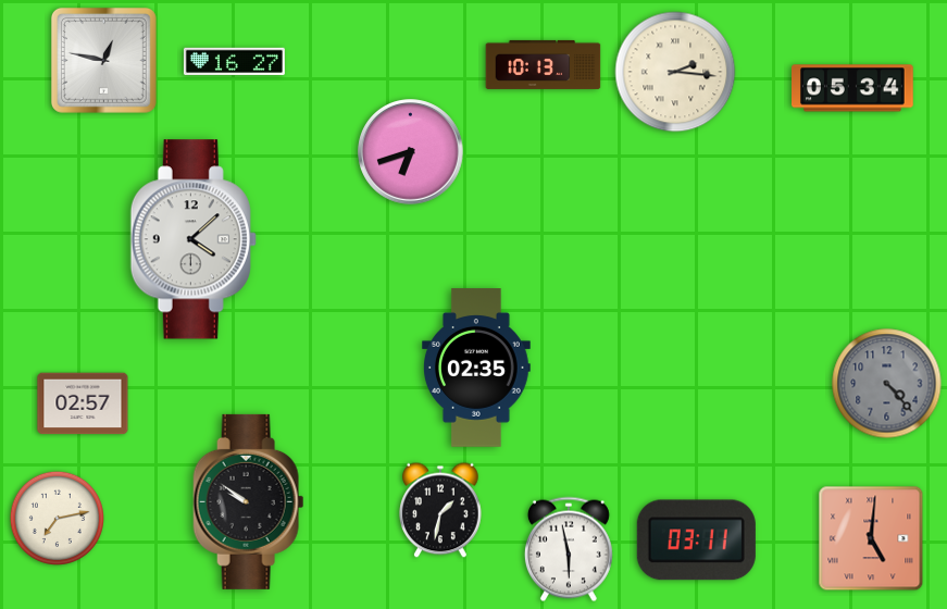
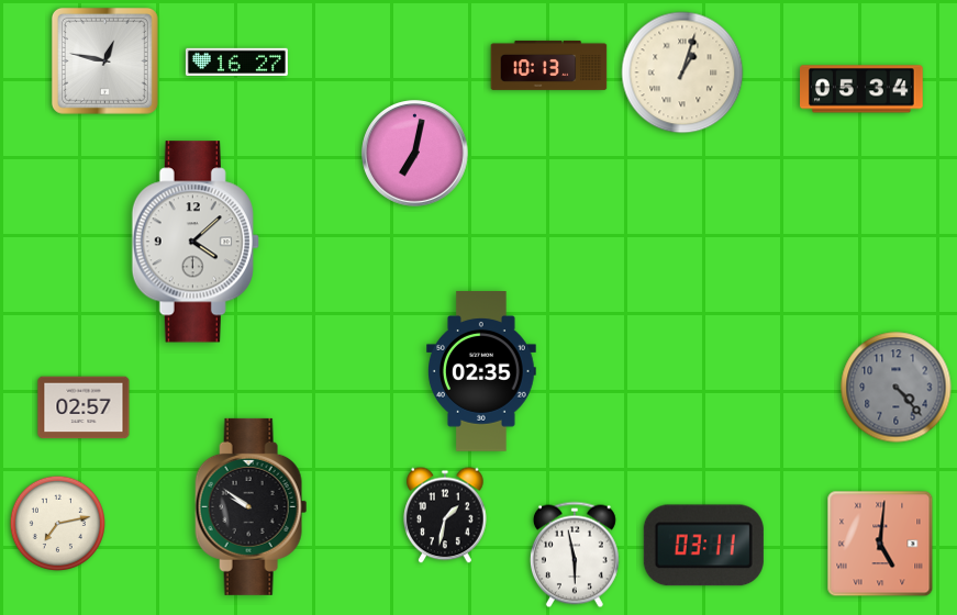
clock at (675, 72): 2:16 -> 1:03
clock at (411, 152): 6:42 -> 7:02
